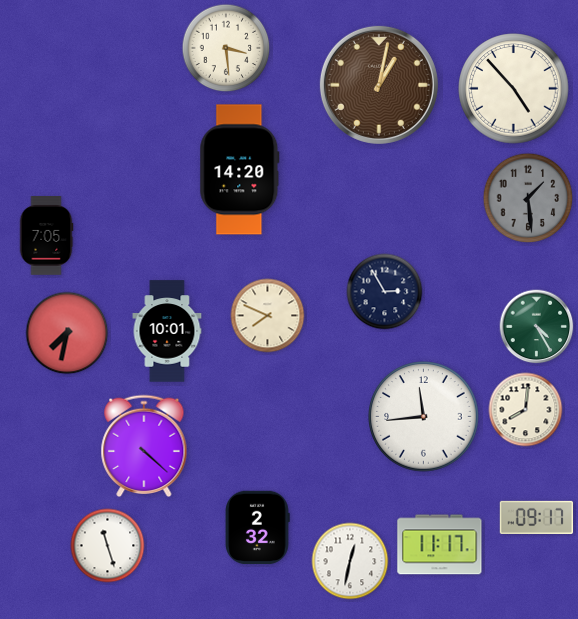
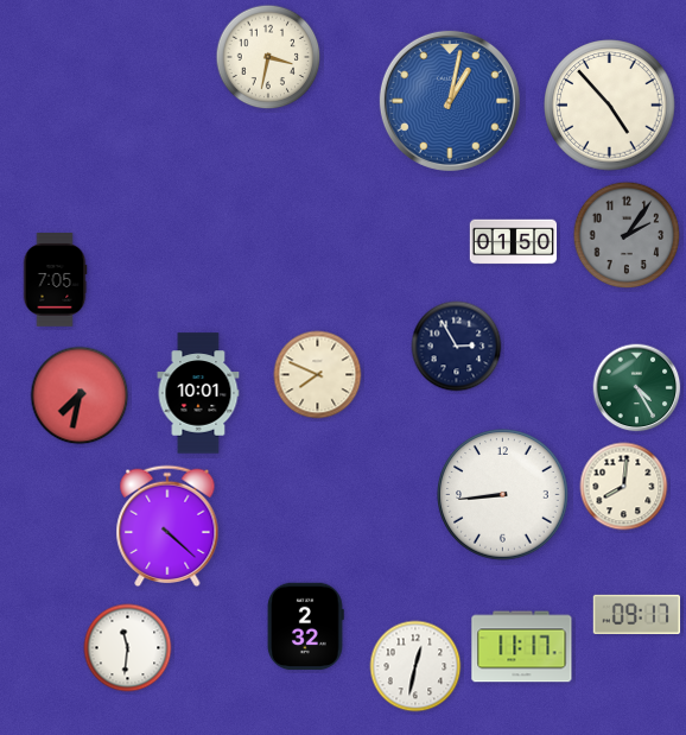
clock at (226, 48): 3:29 -> 3:32
clock at (379, 85) dial: brown -> blue
clock at (240, 170): 14:20 -> none
clock at (528, 198): 1:29 -> 2:06
clock at (514, 242): none -> 01:50
clock at (424, 417): 11:44 -> 8:44
clock at (144, 446) position: (144, 446) -> (167, 526)
clock at (108, 546): 11:27 -> 11:31
